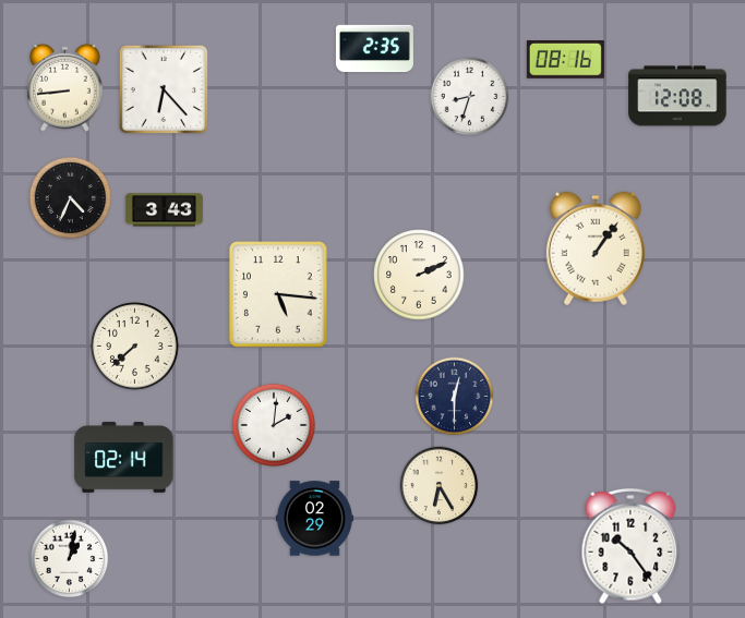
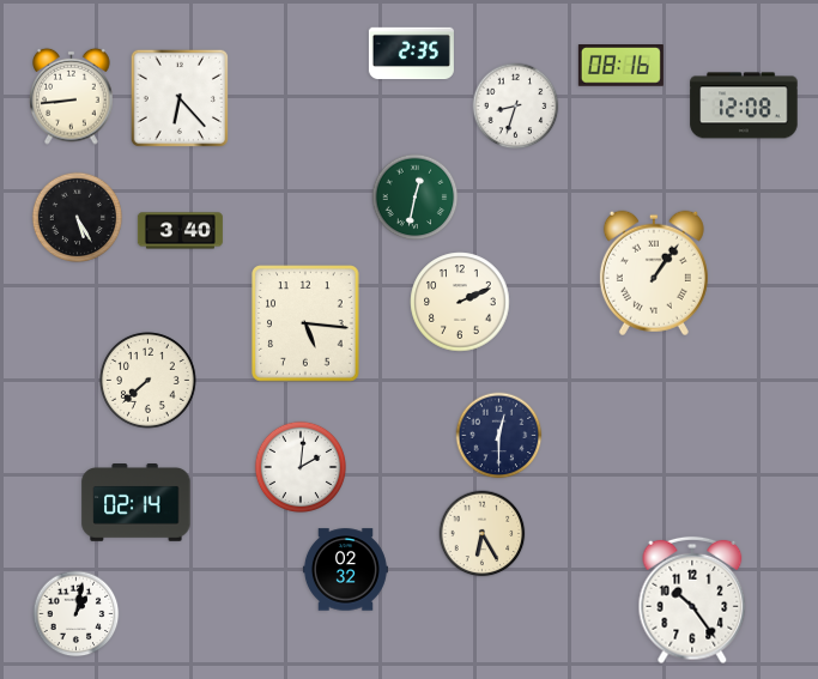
clock at (416, 198): none -> 12:32
clock at (70, 197): 4:34 -> 5:25
clock at (164, 210): 3:43 -> 3:40
clock at (314, 519): 02:29 -> 02:32
